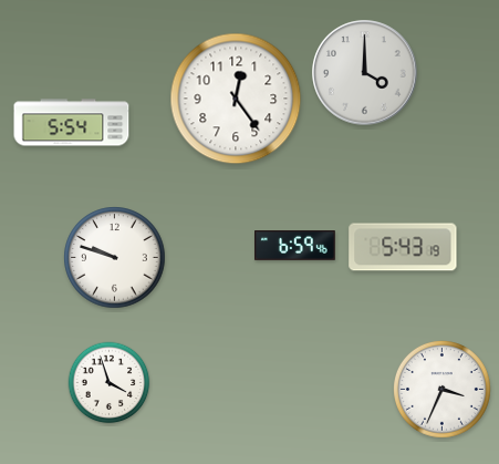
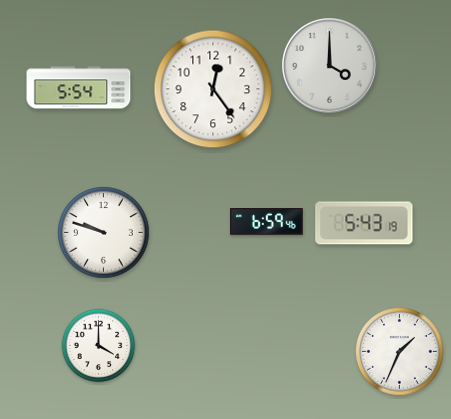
clock at (72, 123) position: (72, 123) -> (79, 88)
clock at (110, 383): 3:57 -> 4:00
clock at (443, 390): 3:34 -> 1:34
